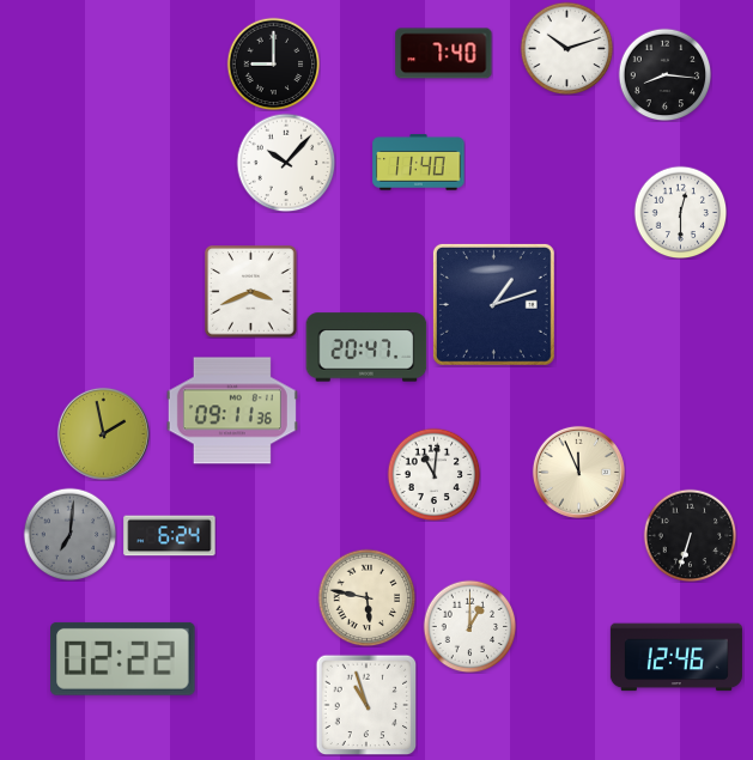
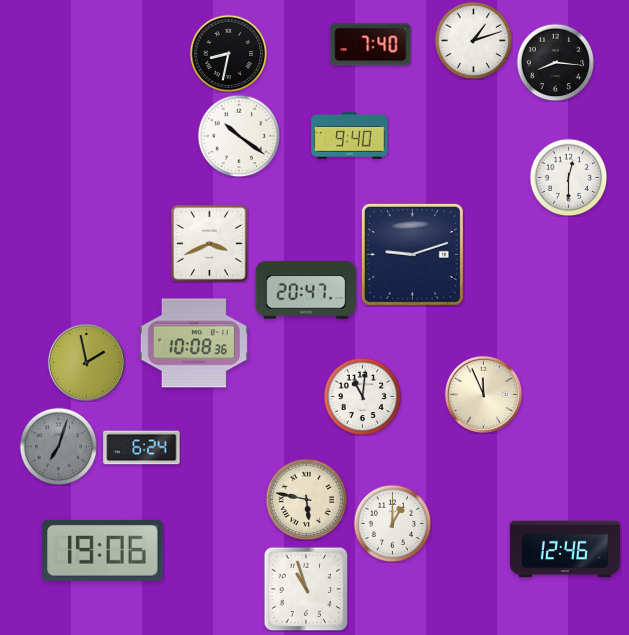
clock at (566, 48): 10:12 -> 1:12
clock at (273, 63): 9:00 -> 8:32
clock at (286, 163): 10:07 -> 10:21
clock at (419, 163): 11:40 -> 9:40
clock at (493, 304): 1:12 -> 9:12
clock at (232, 411): 09:11 -> 10:08
clock at (69, 534): 7:01 -> 7:03
clock at (690, 535): 6:33 -> none
clock at (123, 658): 02:22 -> 19:06
